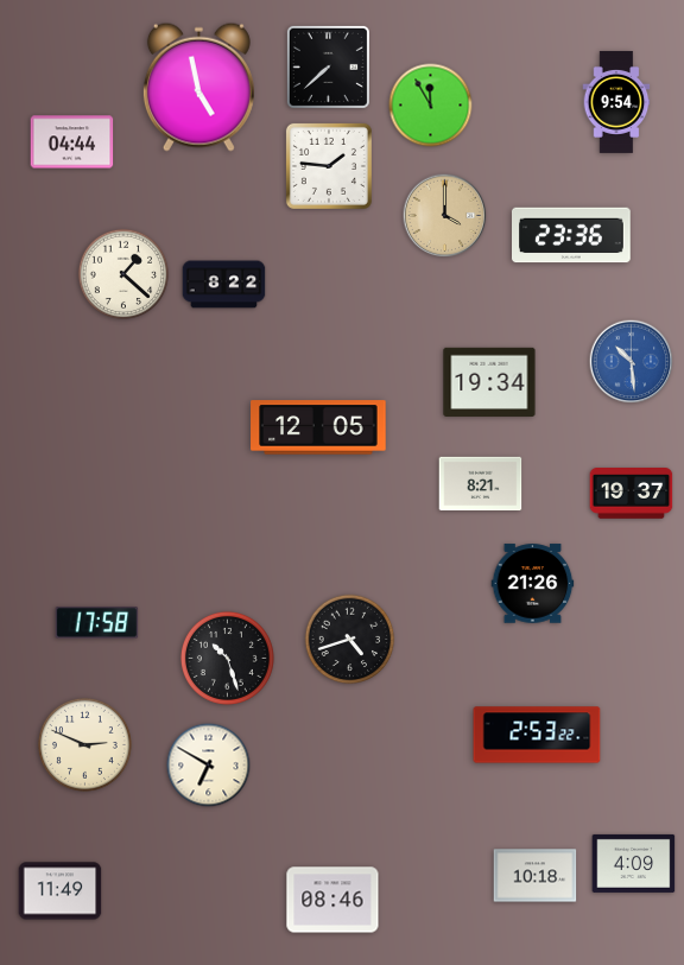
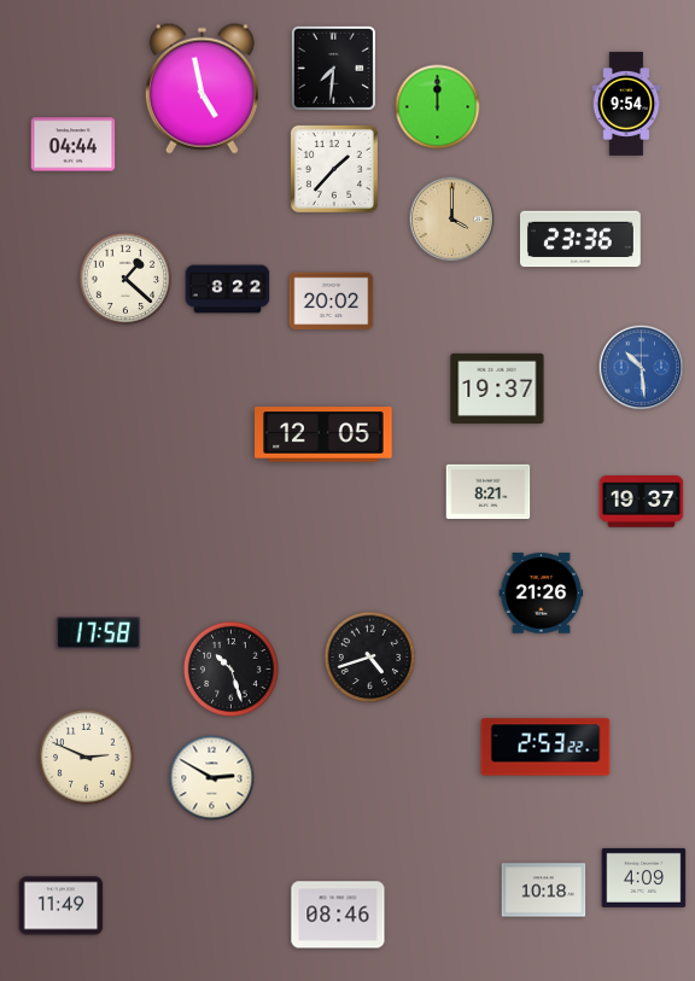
clock at (328, 66): 7:38 -> 7:31
clock at (431, 106): 11:55 -> 12:00
clock at (329, 166): 1:46 -> 1:37
clock at (332, 302): none -> 20:02
clock at (489, 382): 19:34 -> 19:37
clock at (350, 640) position: (350, 640) -> (370, 658)
clock at (209, 766): 6:50 -> 2:50
